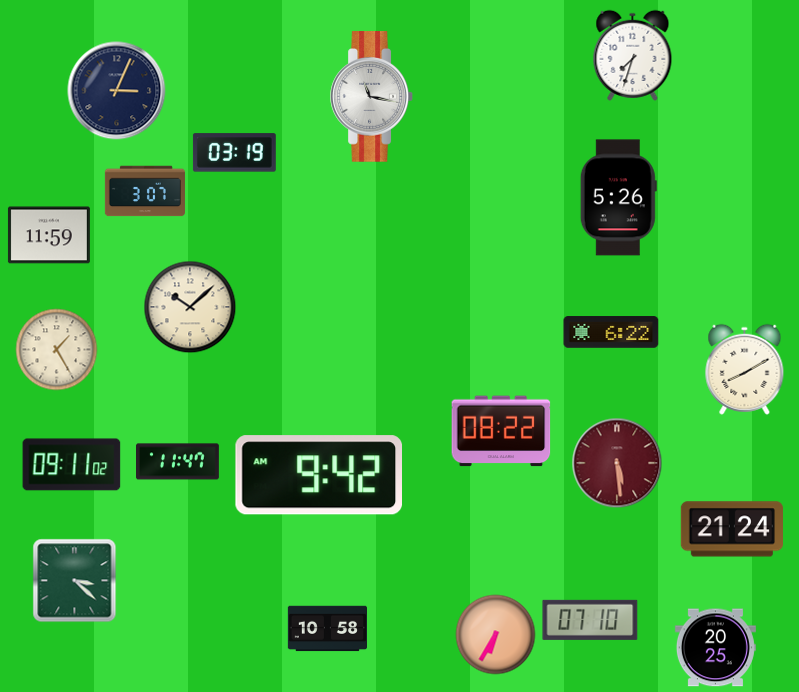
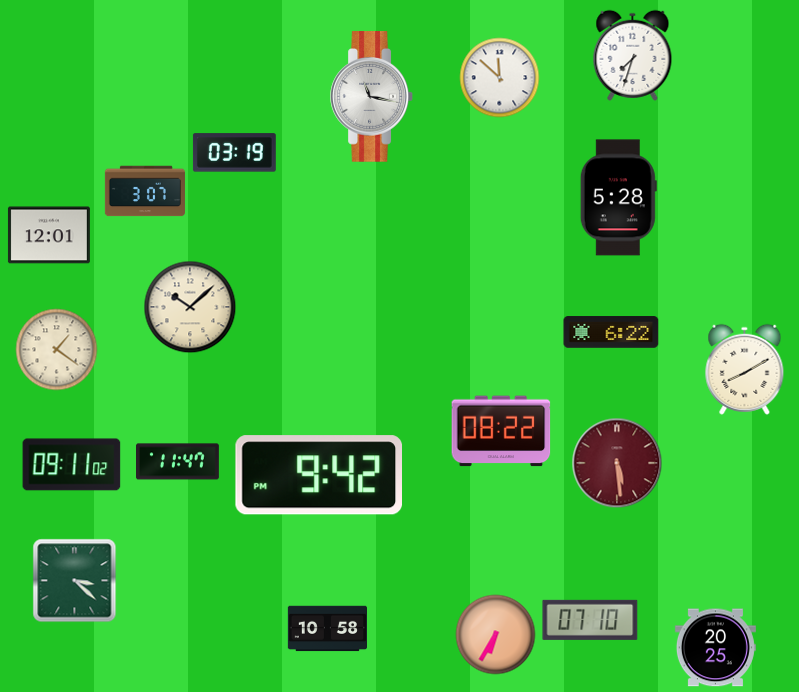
clock at (500, 78): none -> 11:52
clock at (117, 91): 3:04 -> none
clock at (618, 198): 5:26 -> 5:28
clock at (49, 235): 11:59 -> 12:01
clock at (57, 350): 1:25 -> 1:21
clock at (318, 475): 9:42 AM -> 9:42 PM
clock at (732, 529): 21:24 -> none
